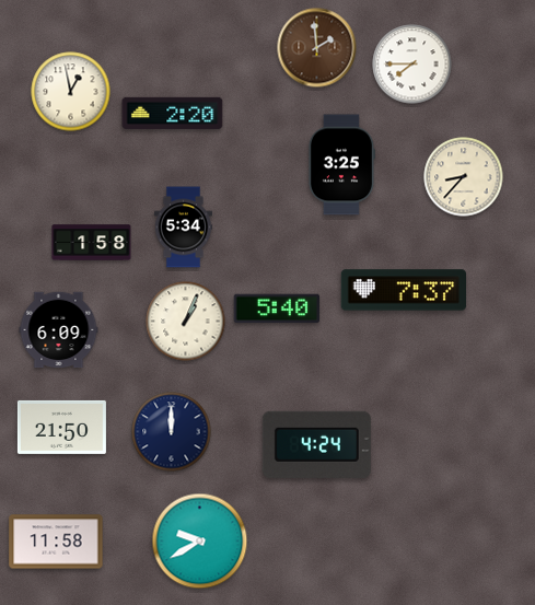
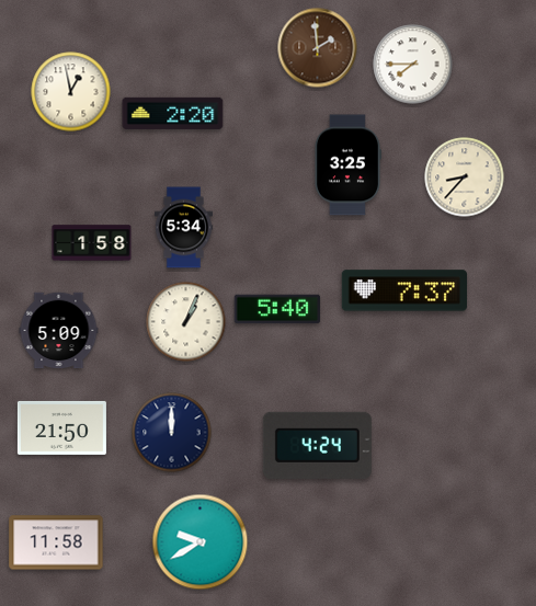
clock at (341, 165) position: (341, 165) -> (347, 165)
clock at (59, 330): 6:09 -> 5:09
